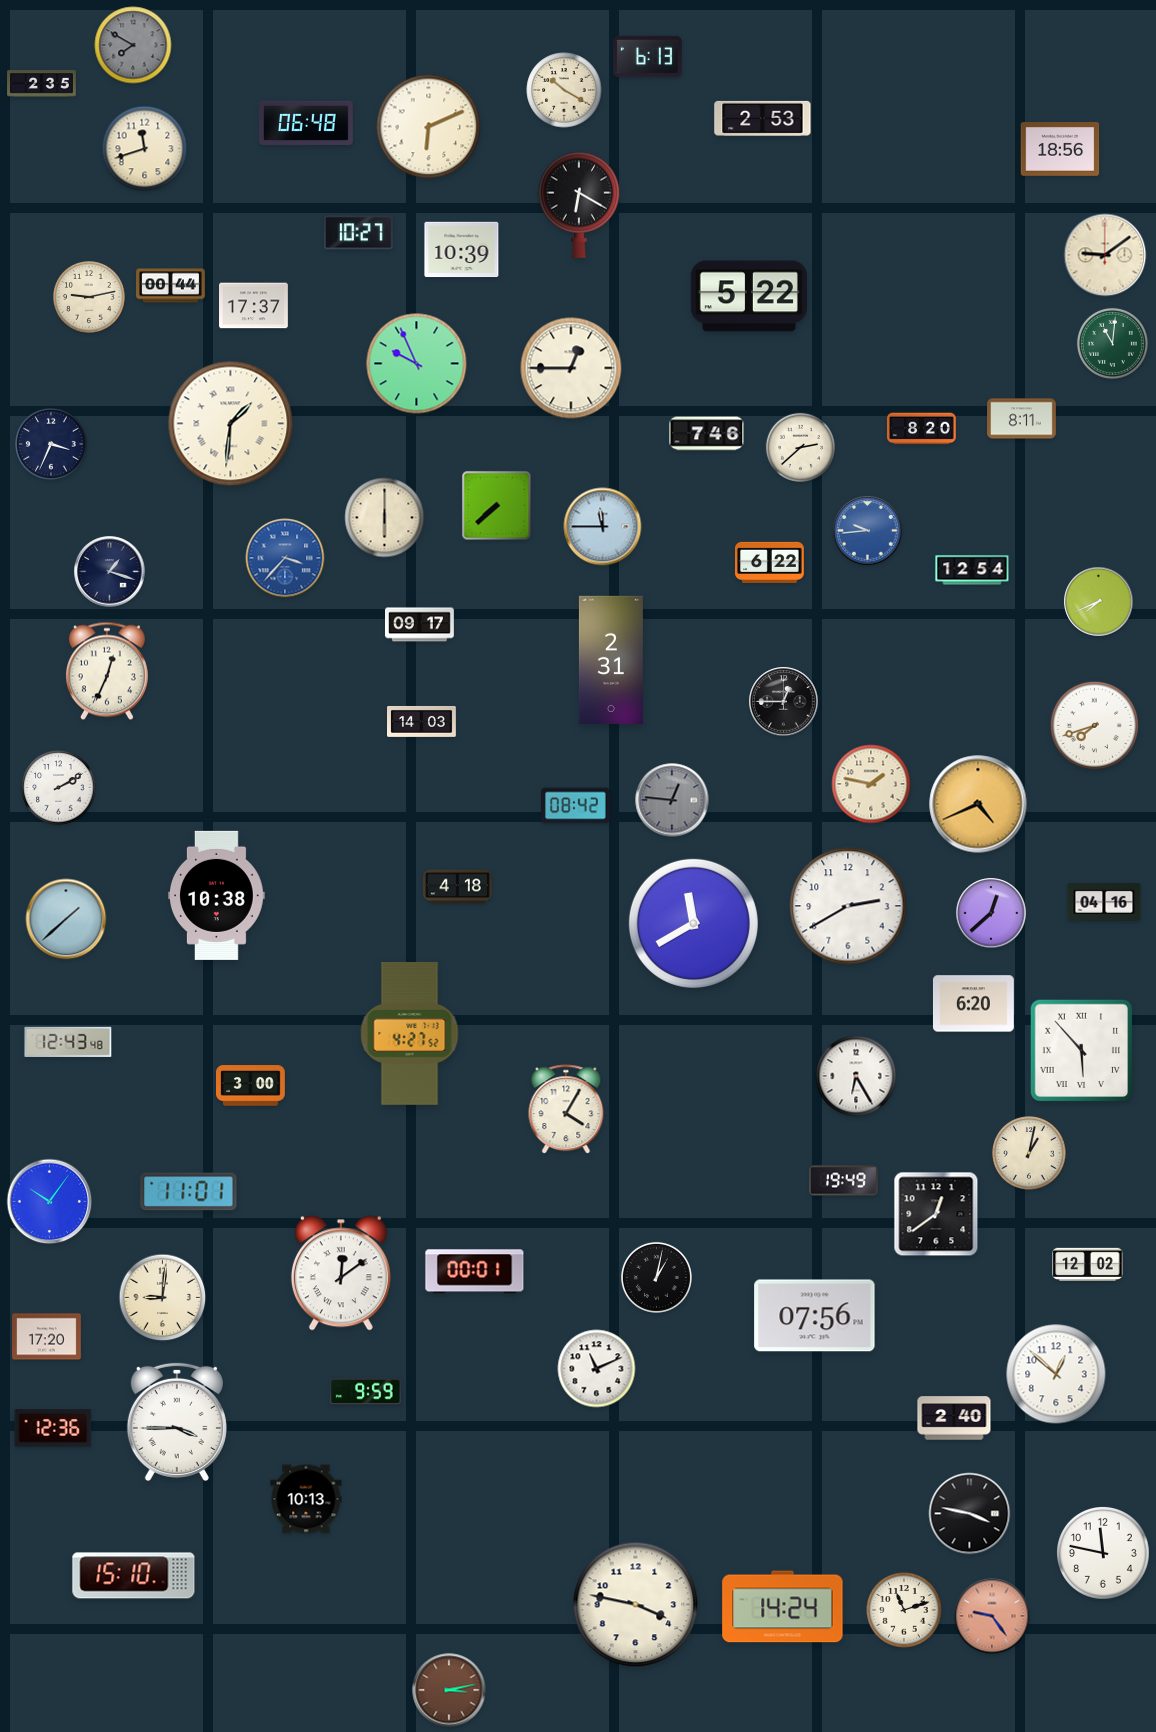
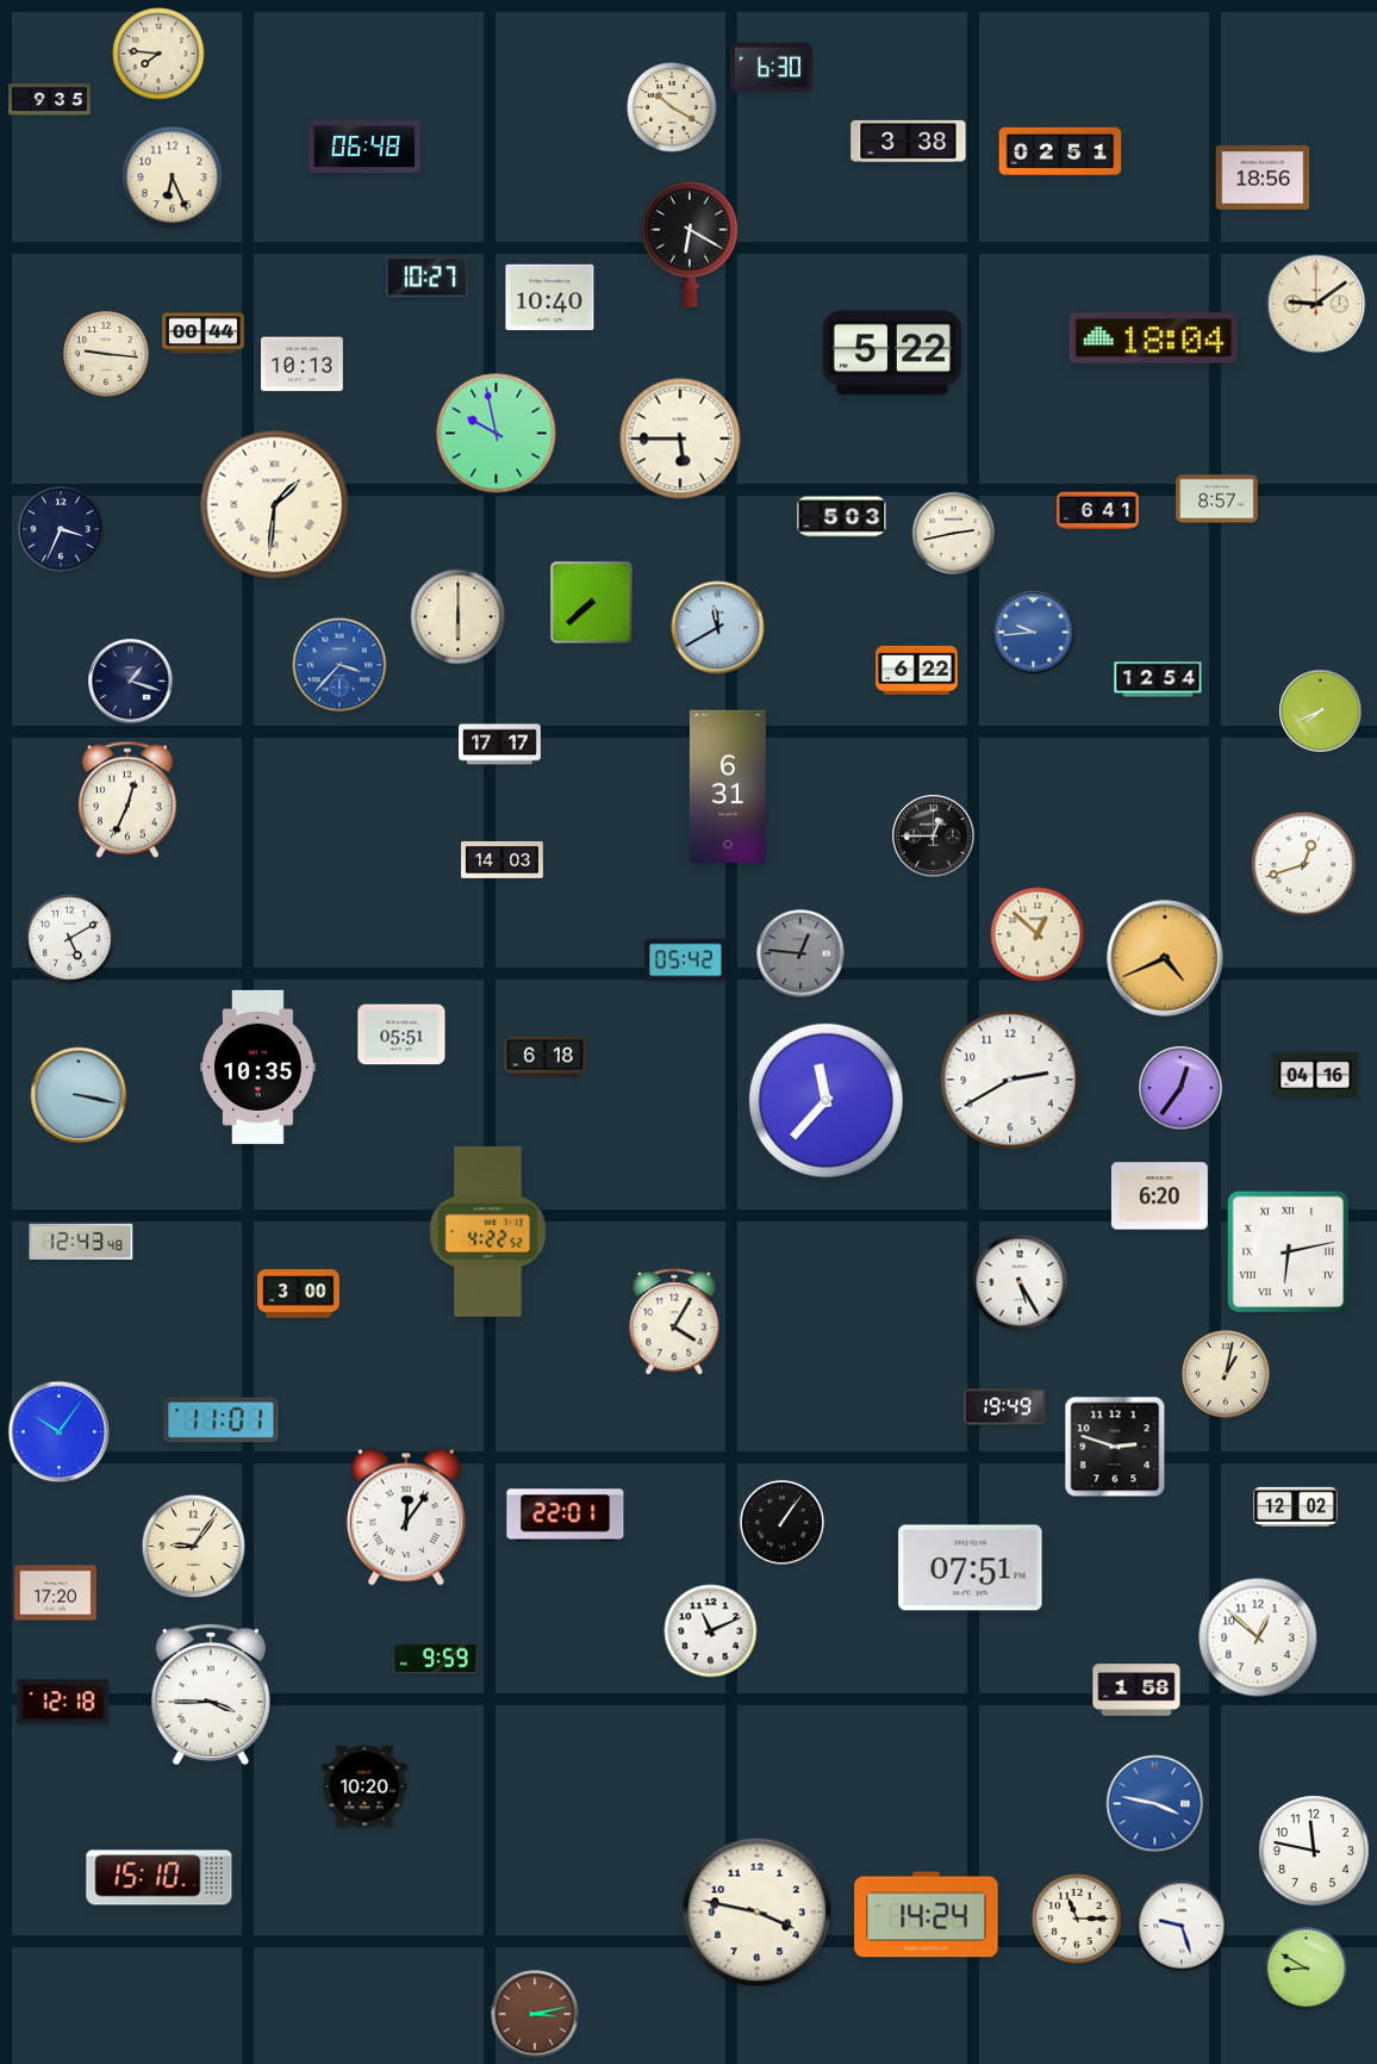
clock at (133, 45): 7:50 -> 7:46
clock at (133, 45) dial: grey -> cream
clock at (648, 57): 6:13 -> 6:30
clock at (42, 84): 2:35 -> 9:35
clock at (763, 118): 2:53 -> 3:38
clock at (1060, 150): none -> 02:51
clock at (429, 127): 6:11 -> none
clock at (145, 149): 11:42 -> 6:26
clock at (462, 250): 10:39 -> 10:40
clock at (1153, 338): none -> 18:04
clock at (171, 286) position: (171, 286) -> (204, 334)
clock at (90, 298): 9:13 -> 9:16
clock at (254, 306): 17:37 -> 10:13
clock at (1112, 343): 11:01 -> none
clock at (417, 364): 9:56 -> 9:58
clock at (571, 368): 12:45 -> 5:45
clock at (1022, 419): 8:11 -> 8:57
clock at (922, 429): 8:20 -> 6:41
clock at (707, 434): 7:46 -> 5:03
clock at (800, 447): 2:38 -> 2:43
clock at (603, 527): 11:45 -> 11:40
clock at (1099, 602) position: (1099, 602) -> (1321, 711)
clock at (420, 625): 09:17 -> 17:17
clock at (611, 659): 2:31 -> 6:31
clock at (1095, 726): 7:42 -> 12:42
clock at (871, 784): 1:47 -> 12:52
clock at (59, 788): 2:10 -> 5:10
clock at (576, 806): 08:42 -> 05:42
clock at (401, 1034): none -> 05:51
clock at (458, 887): 4:18 -> 6:18
clock at (217, 895): 10:38 -> 10:35
clock at (991, 913): 12:38 -> 12:36
clock at (66, 919): 1:38 -> 3:17
clock at (693, 923): 11:40 -> 11:37
clock at (410, 1034): 4:27 -> 4:22
clock at (1081, 1050): 5:53 -> 6:13
clock at (856, 1076): 6:25 -> 5:25
clock at (189, 1192) position: (189, 1192) -> (222, 1420)
clock at (936, 1214): 12:39 -> 2:48
clock at (475, 1272): 00:01 -> 22:01
clock at (341, 1273): 12:09 -> 12:06
clock at (656, 1277): 1:02 -> 1:06
clock at (163, 1298): 9:01 -> 9:06
clock at (815, 1316): 07:56 -> 07:51
clock at (954, 1418): 2:40 -> 1:58
clock at (53, 1428): 12:36 -> 12:18
clock at (306, 1499): 10:13 -> 10:20
clock at (970, 1514) dial: black -> blue
clock at (783, 1607) position: (783, 1607) -> (927, 1915)
clock at (904, 1610): 11:12 -> 11:15
clock at (992, 1616): 9:24 -> 9:27
clock at (992, 1616) dial: salmon -> white
clock at (1306, 1967): none -> 8:50
